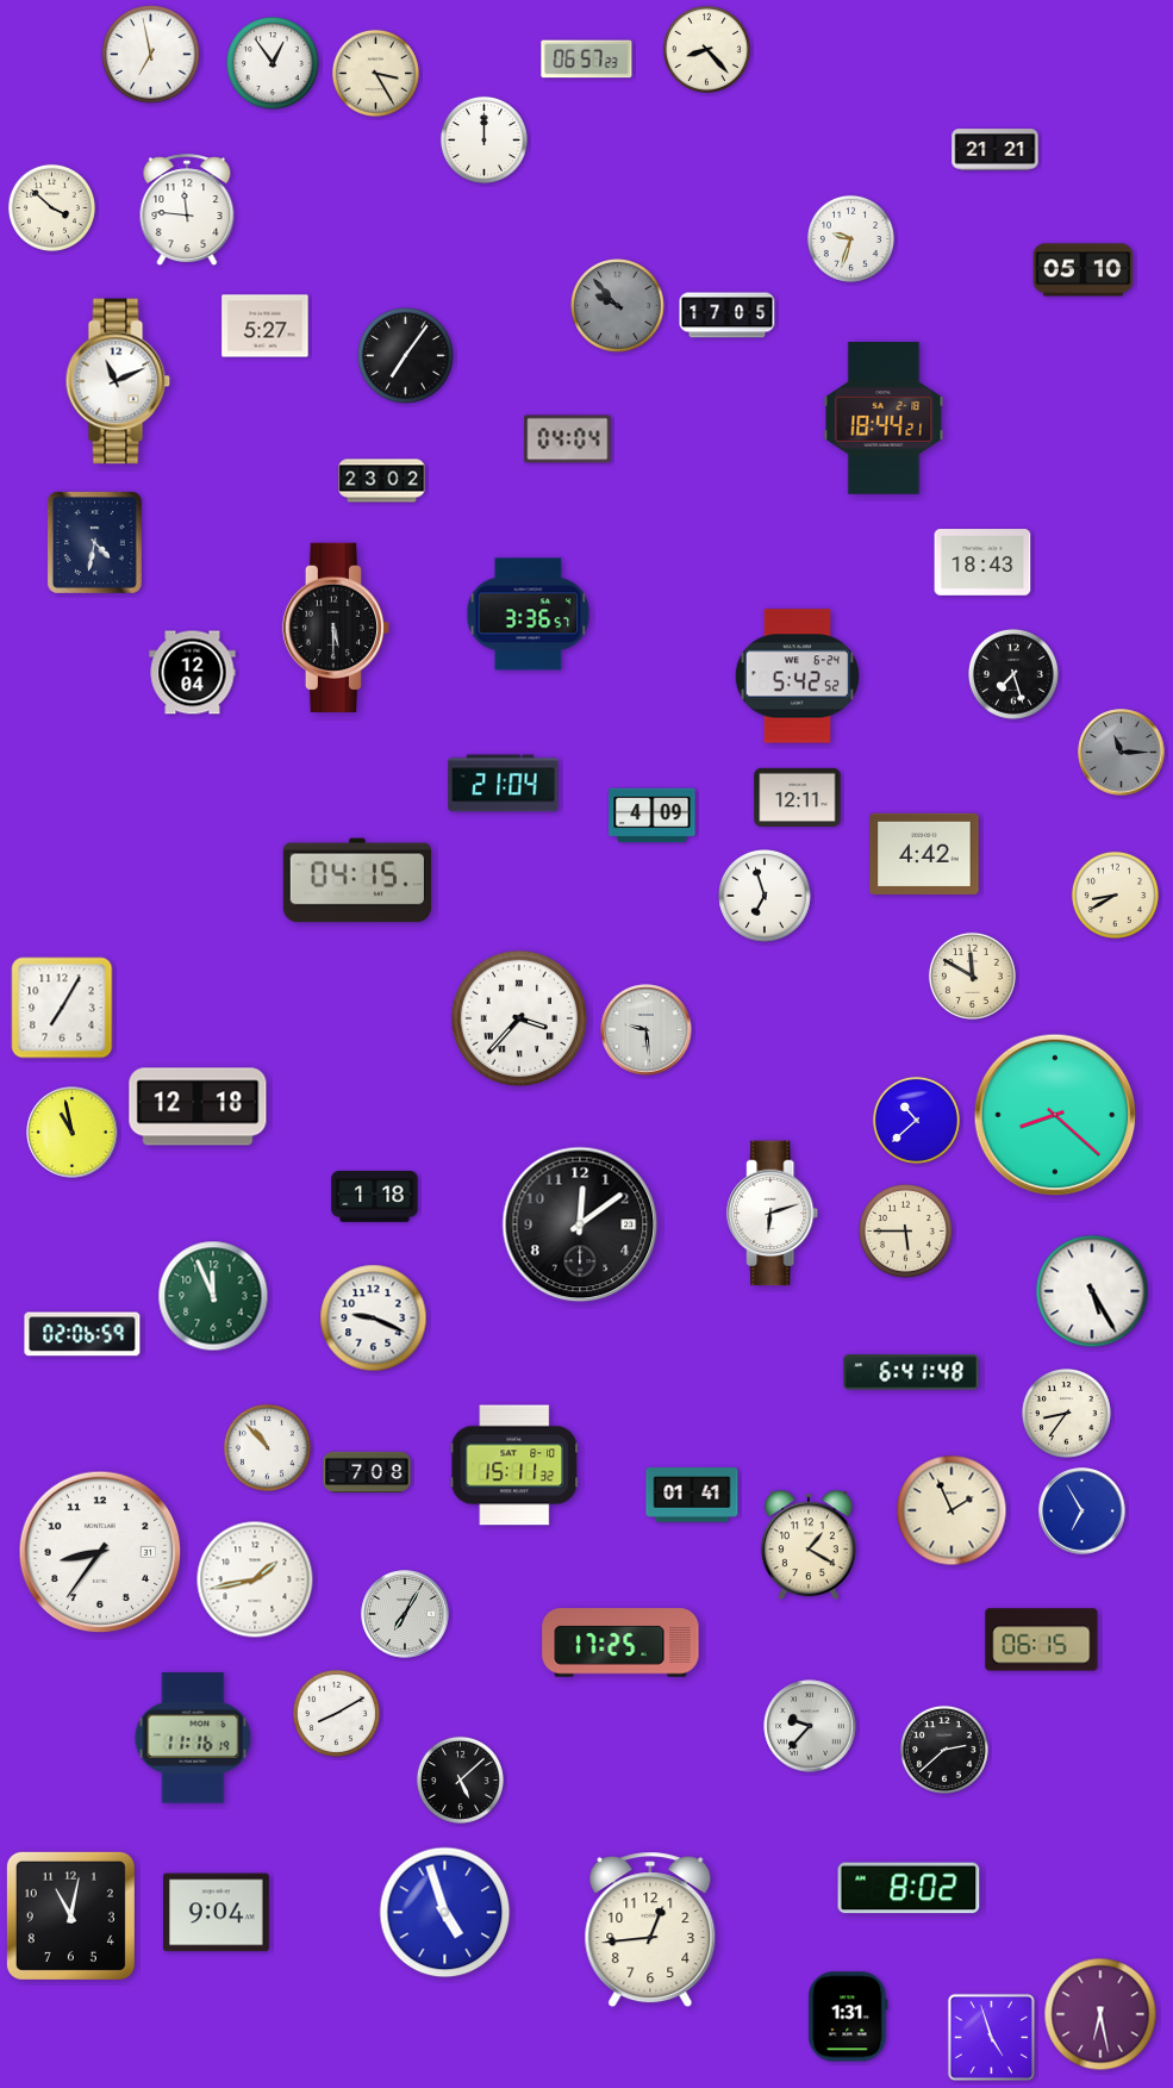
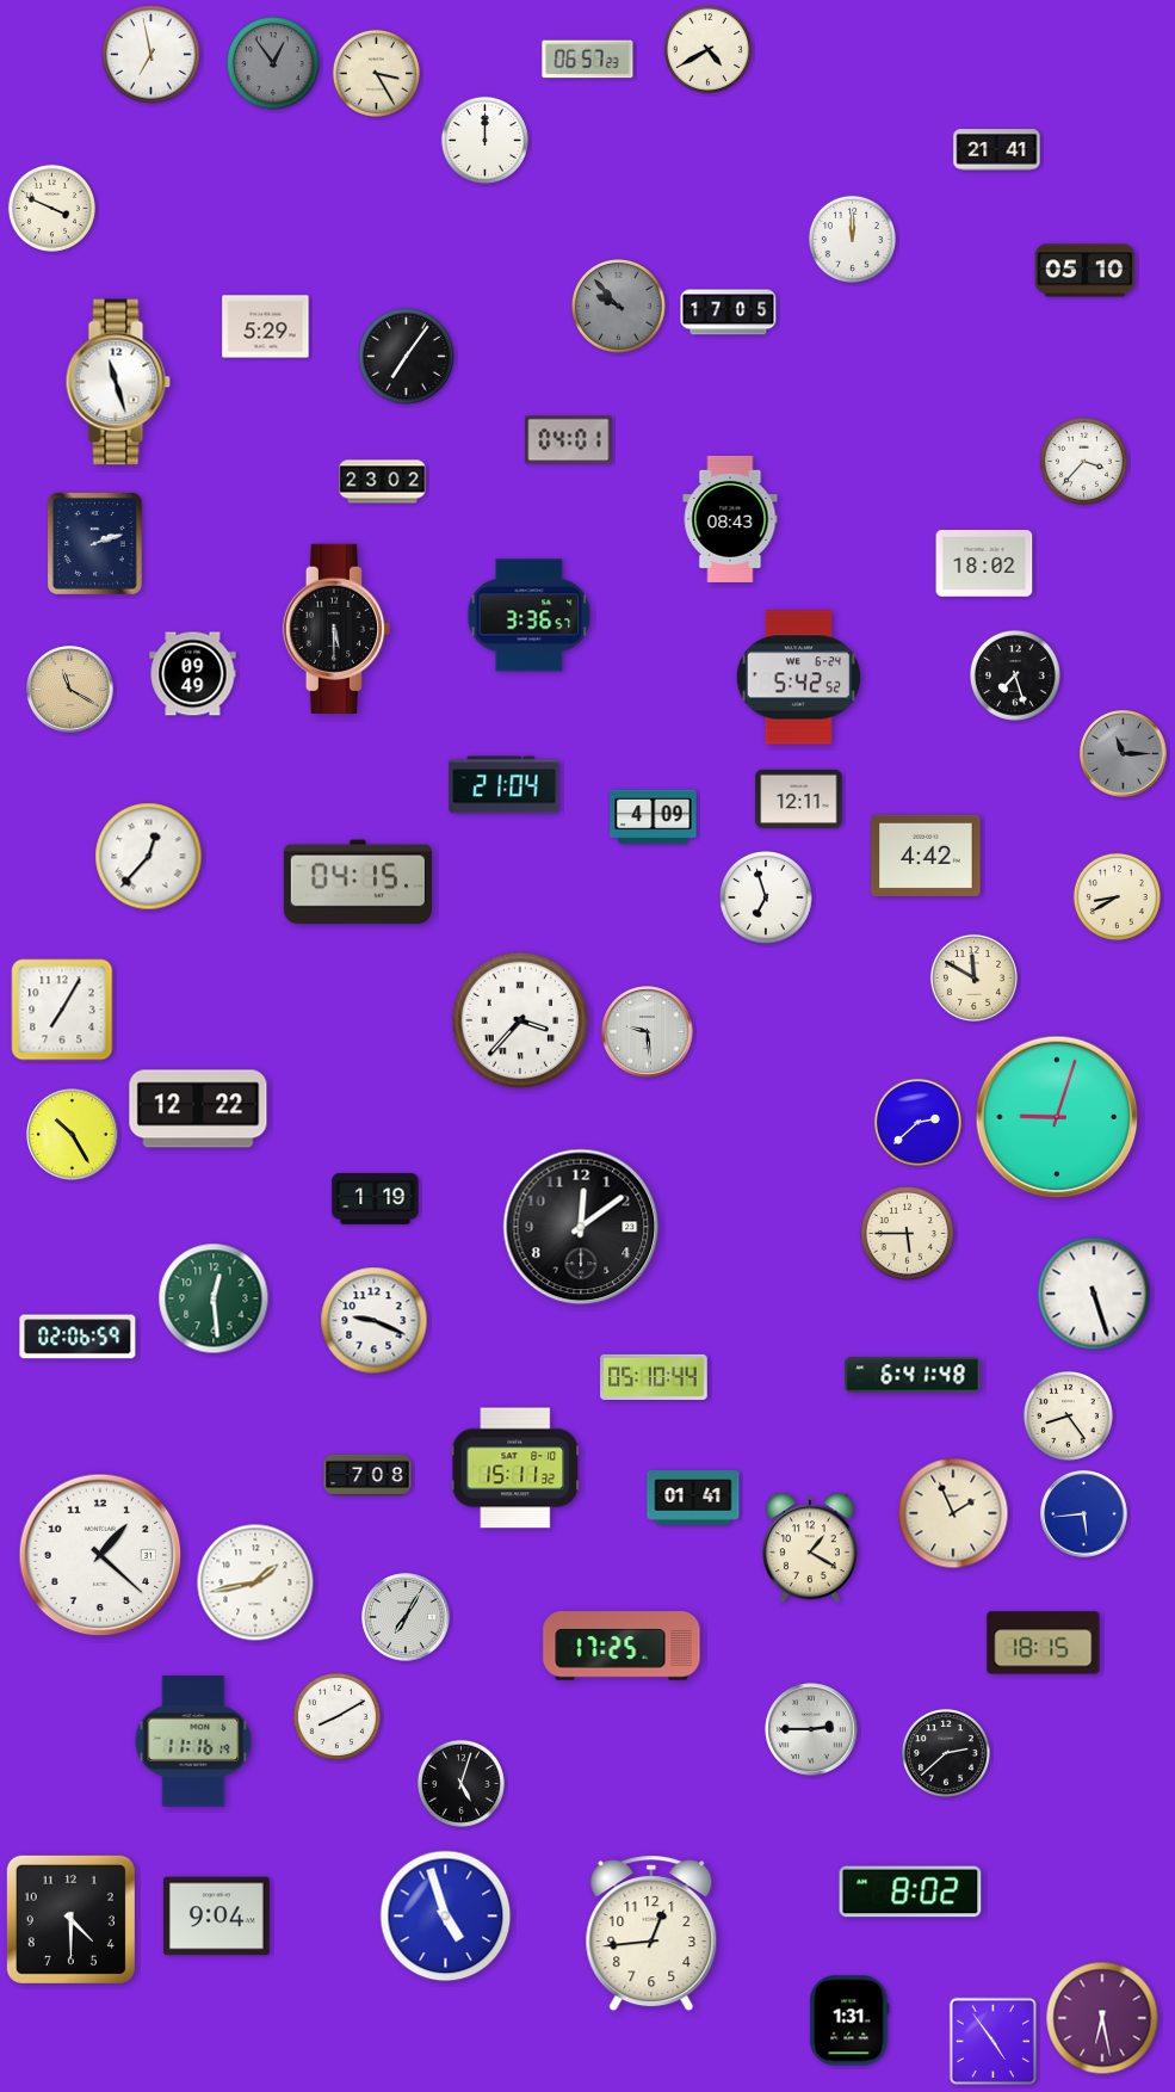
clock at (706, 49): 8:23 -> 4:40
clock at (274, 64) dial: white -> grey
clock at (996, 150): 21:21 -> 21:41
clock at (51, 207): 3:52 -> 3:49
clock at (187, 210): 11:46 -> none
clock at (850, 238): 9:33 -> 12:00
clock at (728, 316) position: (728, 316) -> (729, 313)
clock at (266, 326): 5:27 -> 5:29
clock at (118, 381): 11:11 -> 11:27
clock at (884, 418): 18:44 -> none
clock at (568, 440): 04:04 -> 04:01
clock at (1083, 461): none -> 3:37
clock at (730, 519): none -> 08:43
clock at (94, 542): 4:32 -> 2:12
clock at (982, 562): 18:43 -> 18:02
clock at (193, 673): 12:04 -> 09:49
clock at (70, 690): none -> 11:20
clock at (149, 857): none -> 12:37
clock at (198, 1107): 12:18 -> 12:22
clock at (1055, 1115): 8:22 -> 9:03
clock at (916, 1120): 10:38 -> 2:38
clock at (73, 1133): 10:58 -> 10:25
clock at (375, 1196): 1:18 -> 1:19
clock at (773, 1214): 6:12 -> none
clock at (1092, 1291): 5:25 -> 5:27
clock at (213, 1296): 11:56 -> 12:29
clock at (82, 1334) position: (82, 1334) -> (78, 1337)
clock at (654, 1377): none -> 05:10
clock at (1066, 1413): 8:36 -> 8:24
clock at (267, 1447): 10:53 -> none
clock at (1082, 1512): 6:55 -> 5:44
clock at (100, 1552): 8:36 -> 1:22
clock at (1042, 1640): 06:15 -> 18:15
clock at (810, 1726): 9:37 -> 2:45
clock at (460, 1780): 5:08 -> 5:03
clock at (70, 1915): 11:02 -> 4:30
clock at (991, 2037): 4:57 -> 4:54
